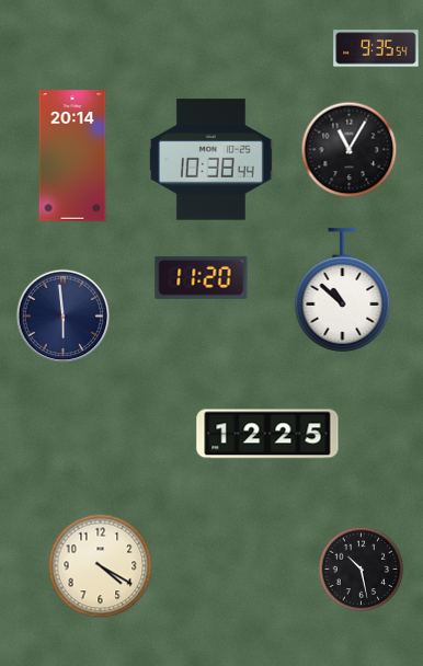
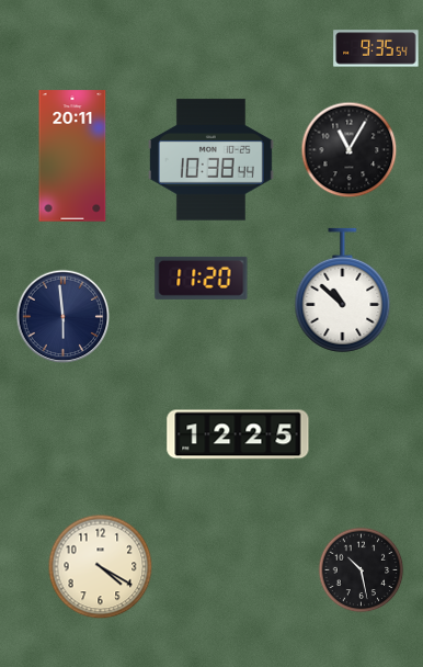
clock at (72, 156): 20:14 -> 20:11
clock at (267, 434) position: (267, 434) -> (238, 434)
